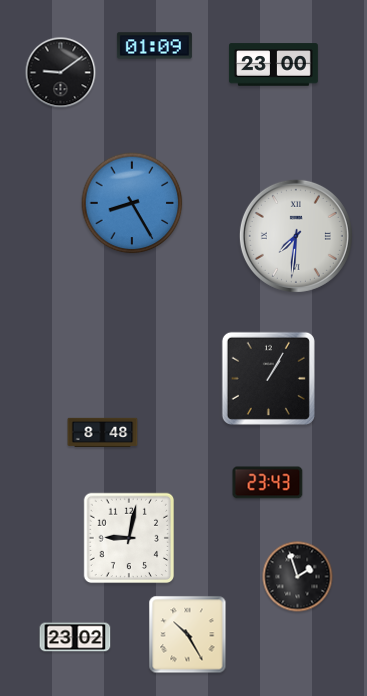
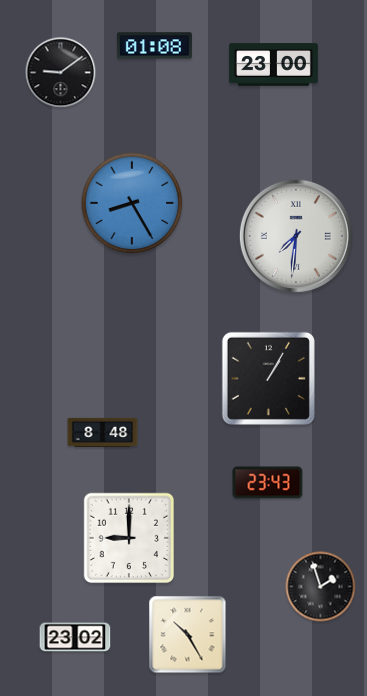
clock at (154, 46): 01:09 -> 01:08
clock at (129, 538): 9:02 -> 9:00
clock at (298, 577) position: (298, 577) -> (321, 587)
